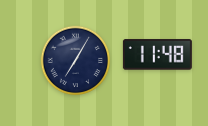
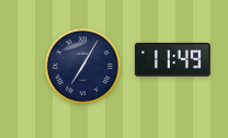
clock at (157, 55): 11:48 -> 11:49
